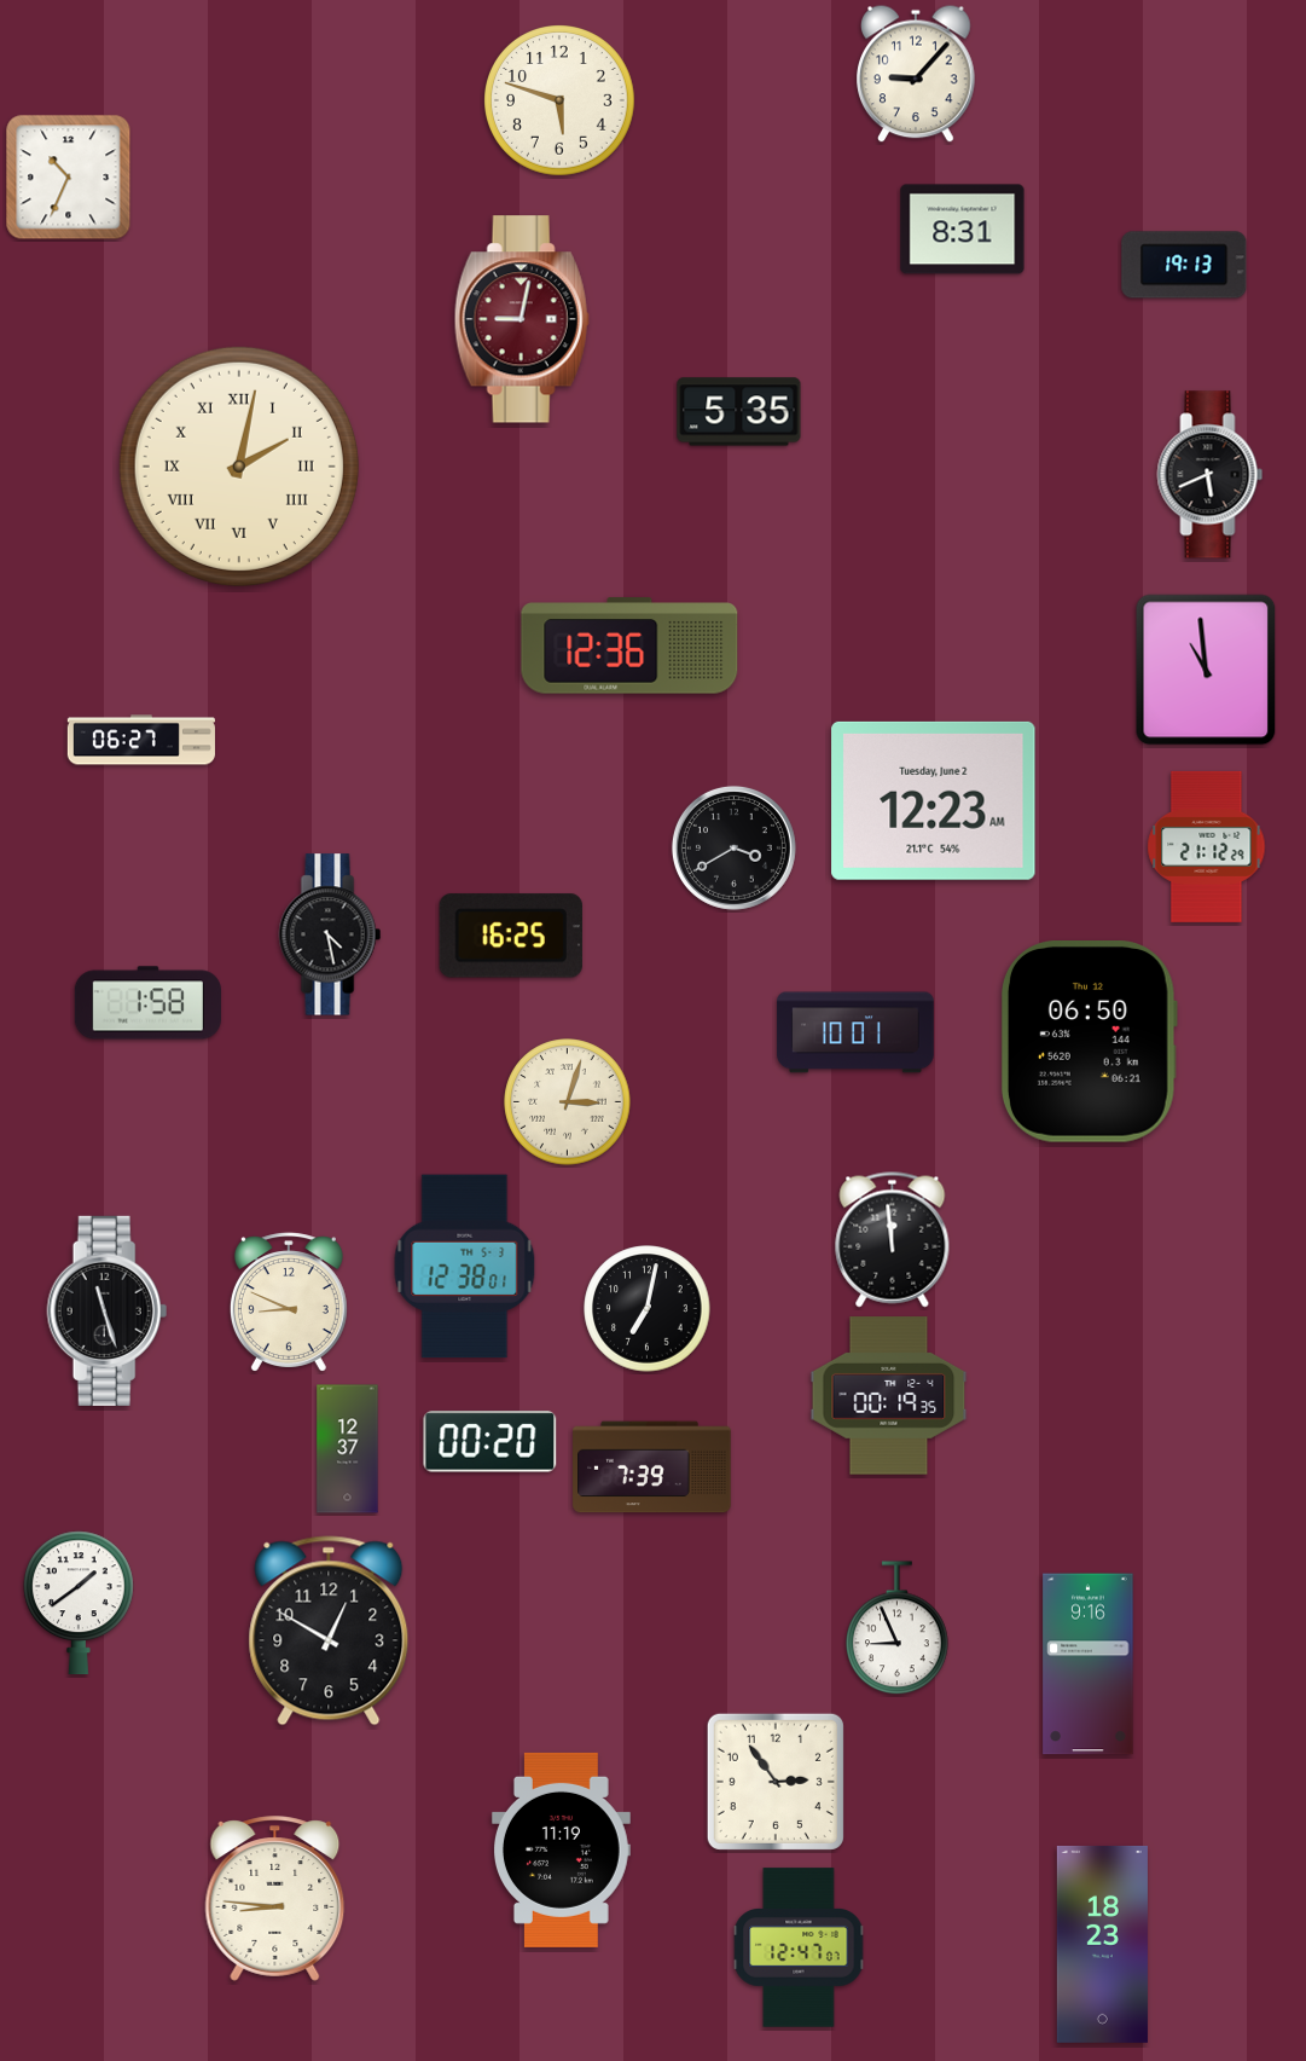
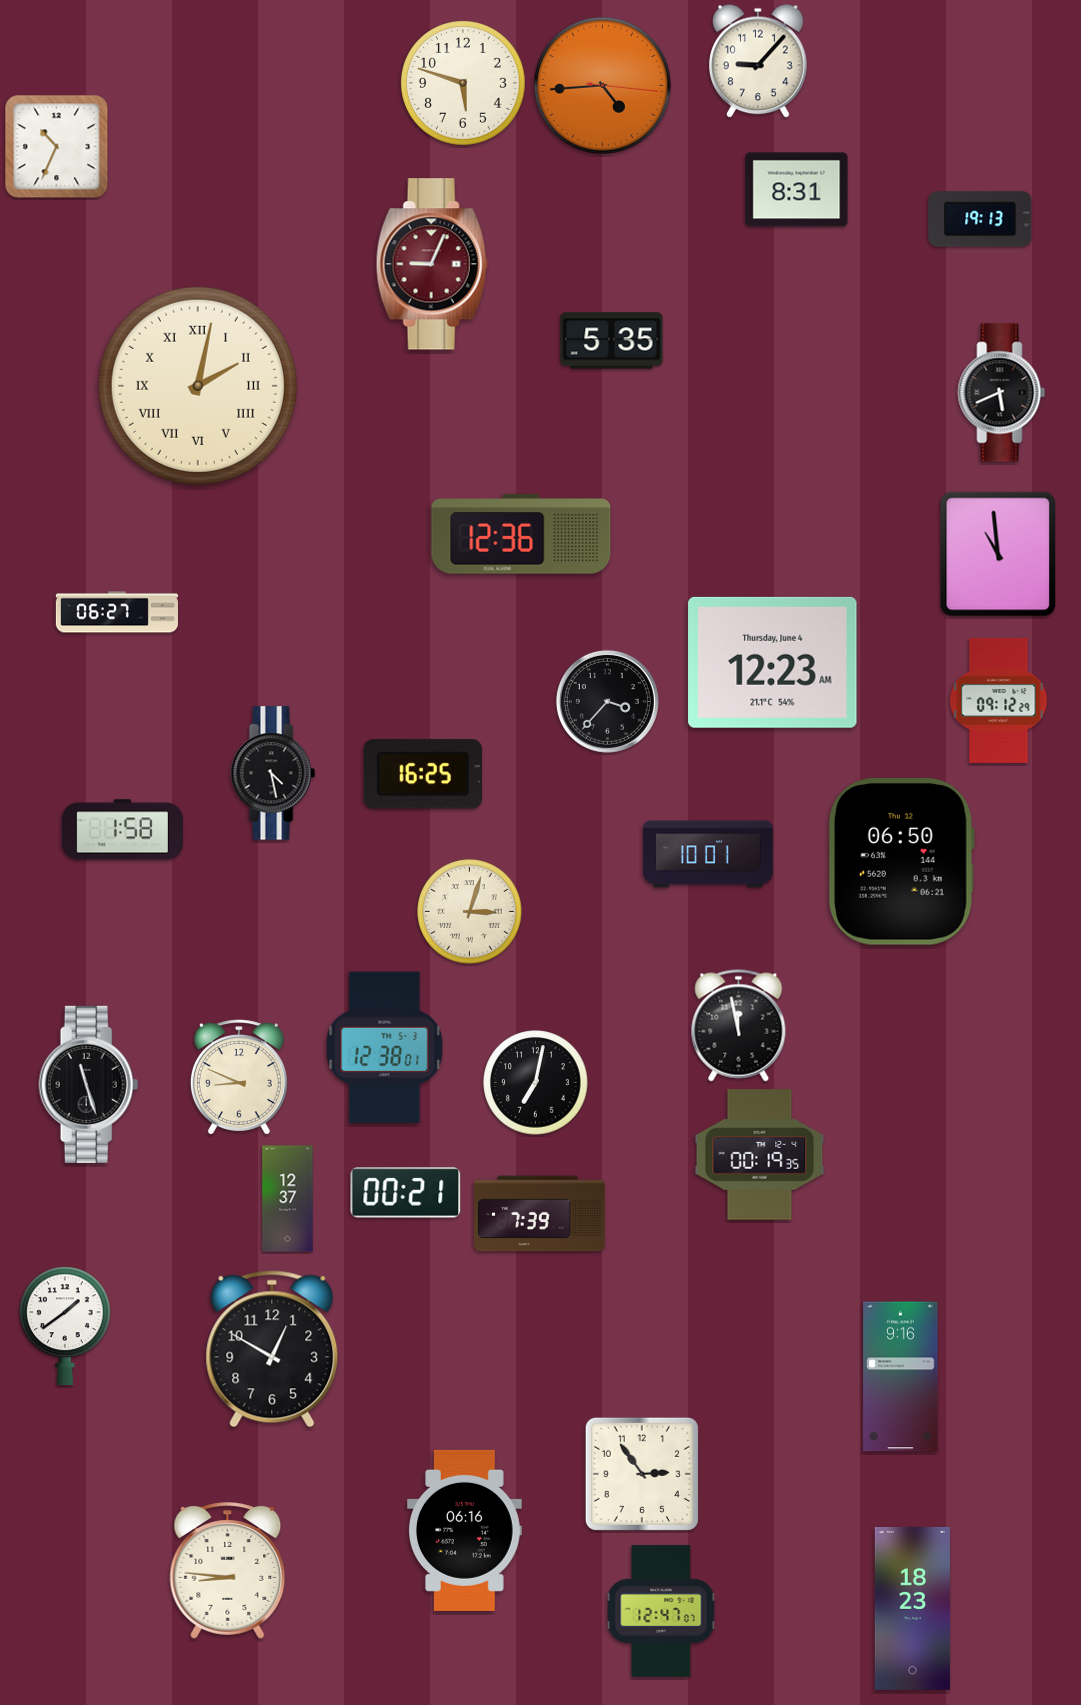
clock at (602, 85): none -> 4:44
clock at (522, 319): 9:02 -> 9:04
clock at (934, 800) date: Tuesday, June 2 -> Thursday, June 4
clock at (1207, 846): 21:12 -> 09:12
clock at (733, 847): 3:40 -> 3:37
clock at (893, 1240): 11:59 -> 11:58
clock at (889, 1396) position: (889, 1396) -> (760, 1155)
clock at (491, 1442): 00:20 -> 00:21
clock at (898, 1628): 8:56 -> none
clock at (561, 1849): 11:19 -> 06:16
